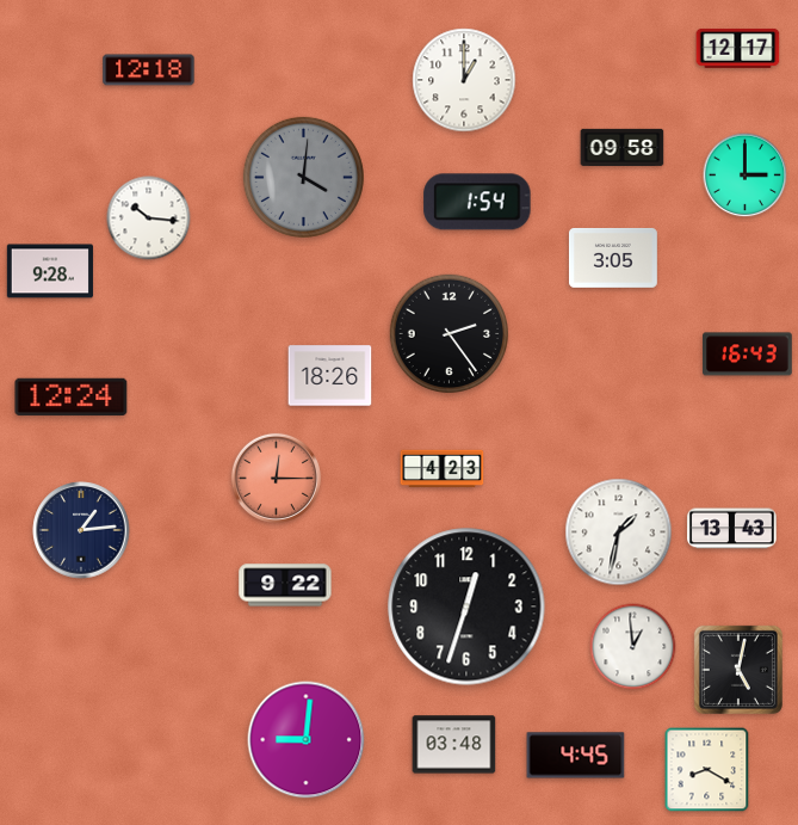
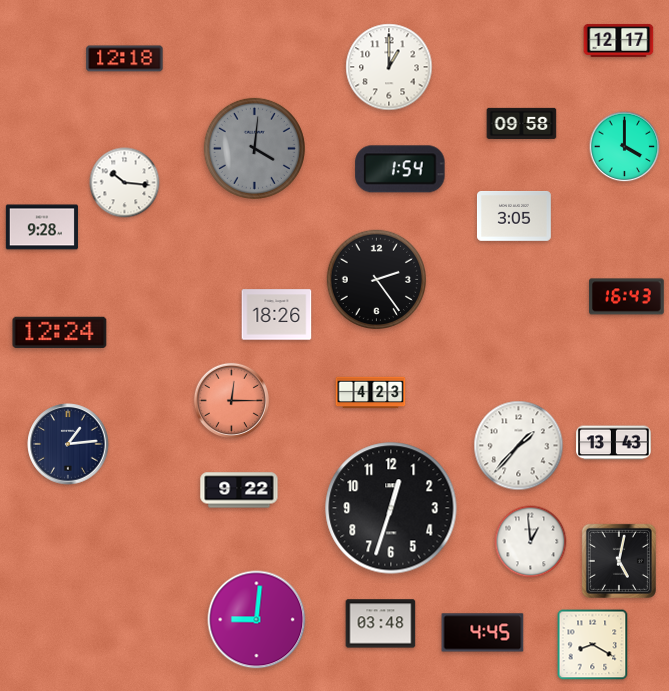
clock at (746, 176): 3:00 -> 4:00
clock at (619, 532): 1:32 -> 1:37
